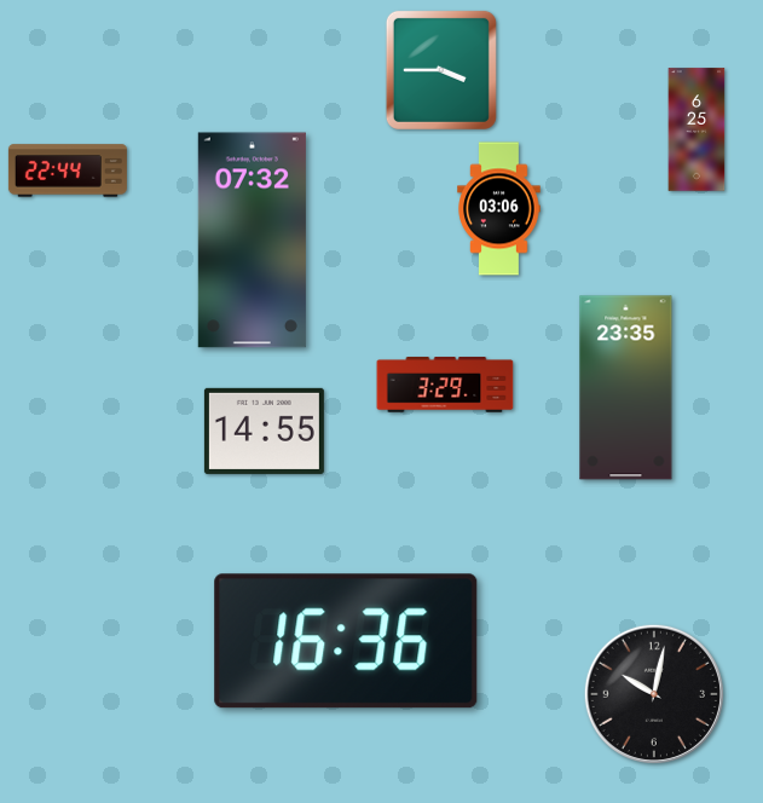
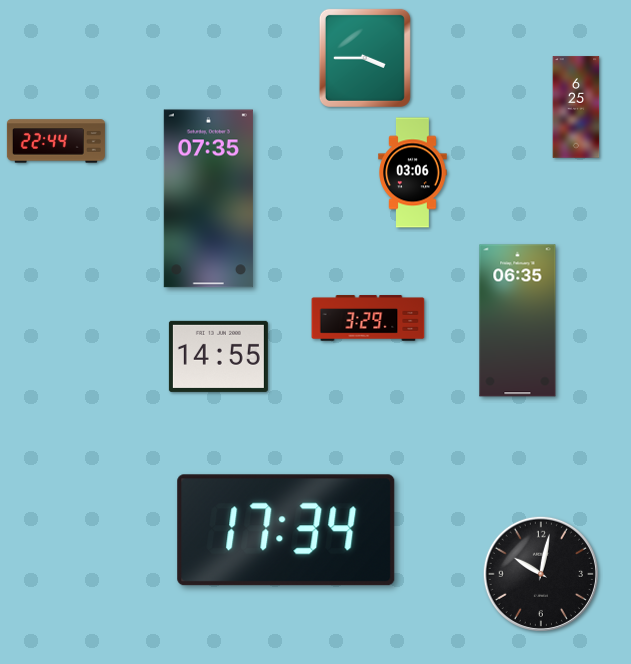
clock at (252, 241): 07:32 -> 07:35
clock at (626, 388): 23:35 -> 06:35
clock at (346, 641): 16:36 -> 17:34
